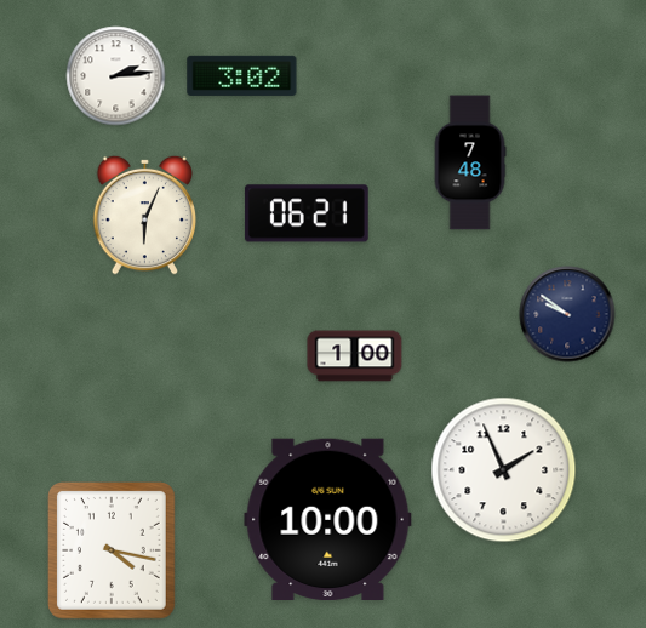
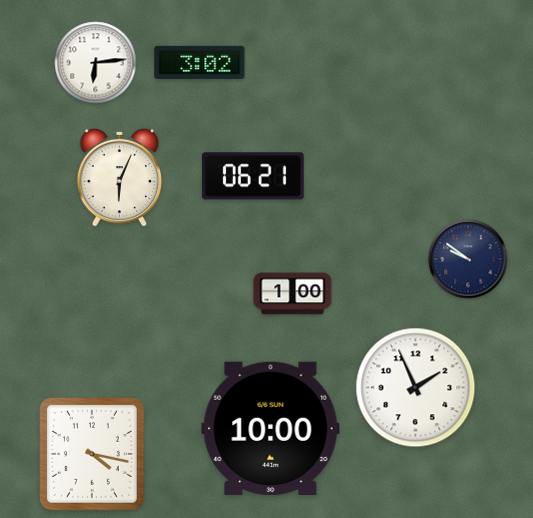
clock at (116, 76): 2:14 -> 6:14
clock at (470, 162): 7:48 -> none
